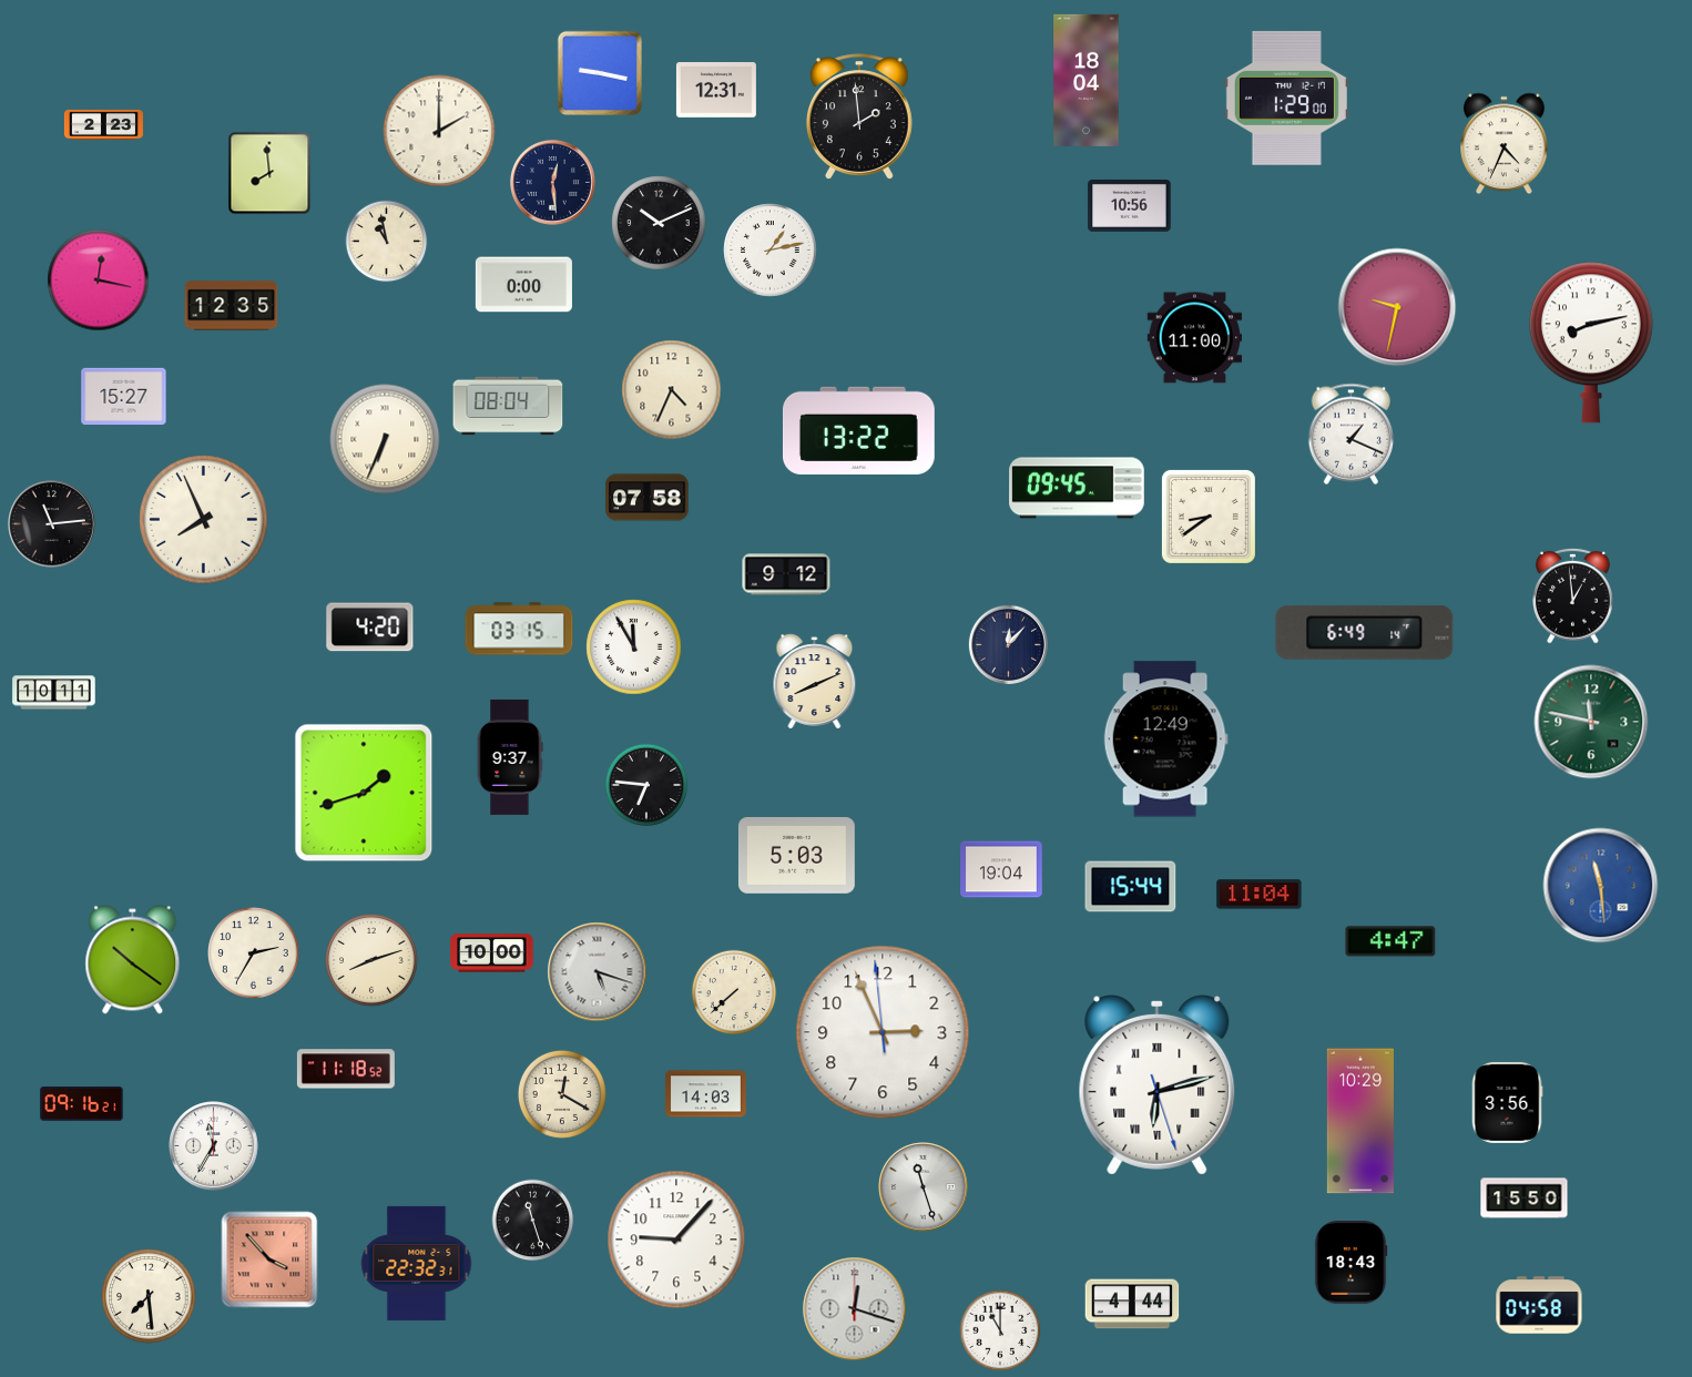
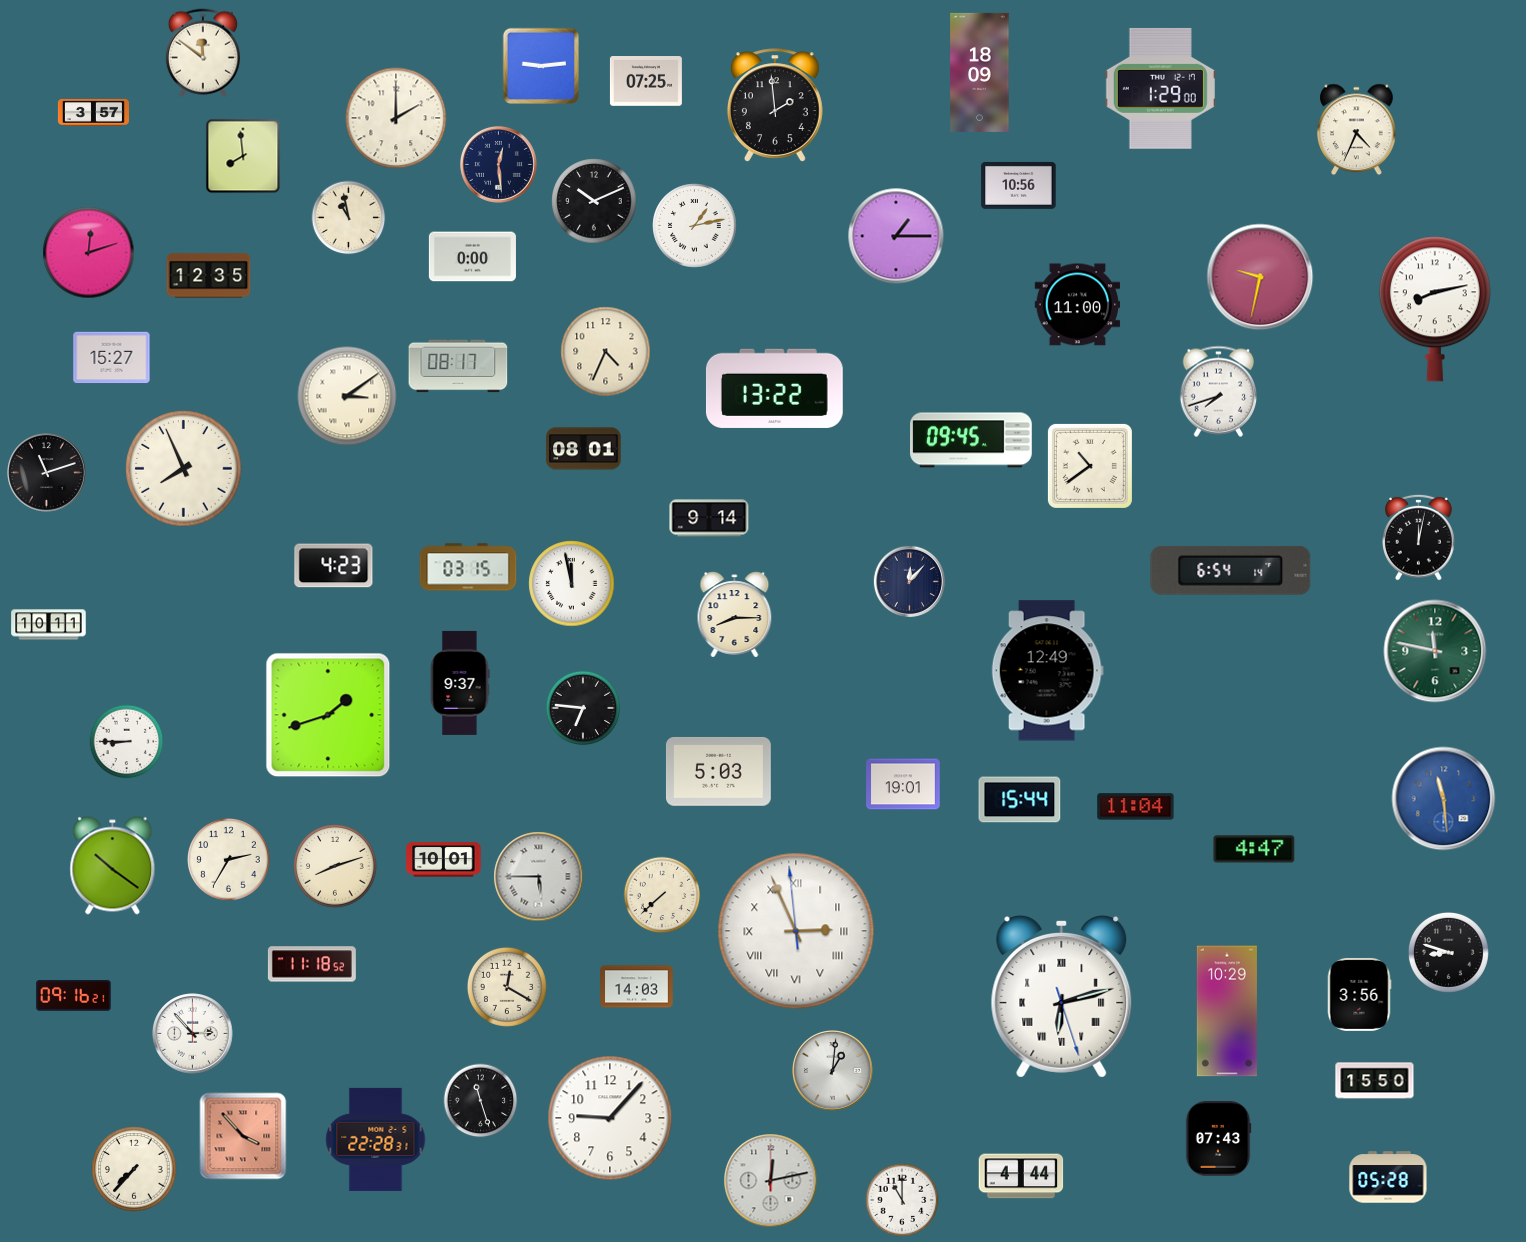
clock at (203, 53): none -> 11:51
clock at (599, 72): 9:17 -> 9:14
clock at (1087, 80): 18:04 -> 18:09
clock at (716, 91): 12:31 -> 07:25
clock at (103, 124): 2:23 -> 3:57
clock at (896, 236): none -> 1:15
clock at (99, 280): 12:17 -> 12:12
clock at (508, 406): 08:04 -> 08:17
clock at (1352, 433): 1:19 -> 7:42
clock at (385, 439): 6:34 -> 3:09
clock at (648, 498): 07:58 -> 08:01
clock at (1209, 517): 8:39 -> 10:39
clock at (52, 524): 11:14 -> 11:12
clock at (786, 574): 9:12 -> 9:14
clock at (1573, 595): 12:59 -> 12:02
clock at (370, 628): 4:20 -> 4:23
clock at (1365, 632): 6:49 -> 6:54
clock at (634, 647): 11:55 -> 11:58
clock at (815, 682): 8:11 -> 8:15
clock at (1165, 739) position: (1165, 739) -> (1047, 671)
clock at (127, 742): none -> 8:45
clock at (1001, 869): 19:04 -> 19:01
clock at (492, 953): 10:00 -> 10:01
clock at (133, 960) position: (133, 960) -> (113, 866)
clock at (598, 972): 5:18 -> 5:45
clock at (883, 1032) numerals: Arabic -> Roman
clock at (1448, 952): none -> 8:48
clock at (1158, 1085) position: (1158, 1085) -> (1062, 997)
clock at (214, 1146): 11:35 -> 2:53
clock at (924, 1187): 11:27 -> 1:01
clock at (417, 1263): 22:32 -> 22:28
clock at (1350, 1263): 18:43 -> 07:43
clock at (149, 1296): 7:29 -> 7:37
clock at (1539, 1305): 04:58 -> 05:28
clock at (855, 1309): 12:18 -> 12:13
